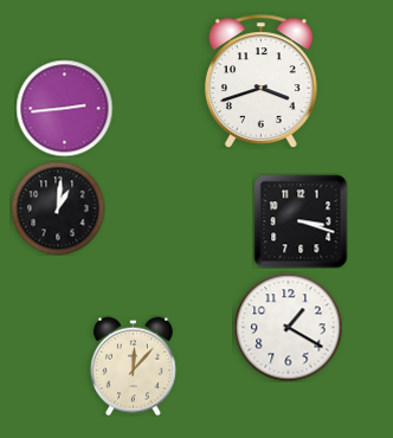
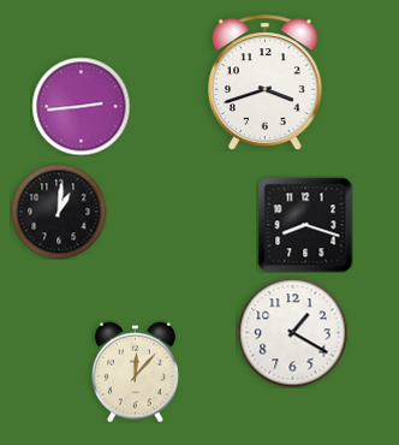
clock at (64, 108) position: (64, 108) -> (81, 106)
clock at (301, 221): 3:18 -> 8:18
